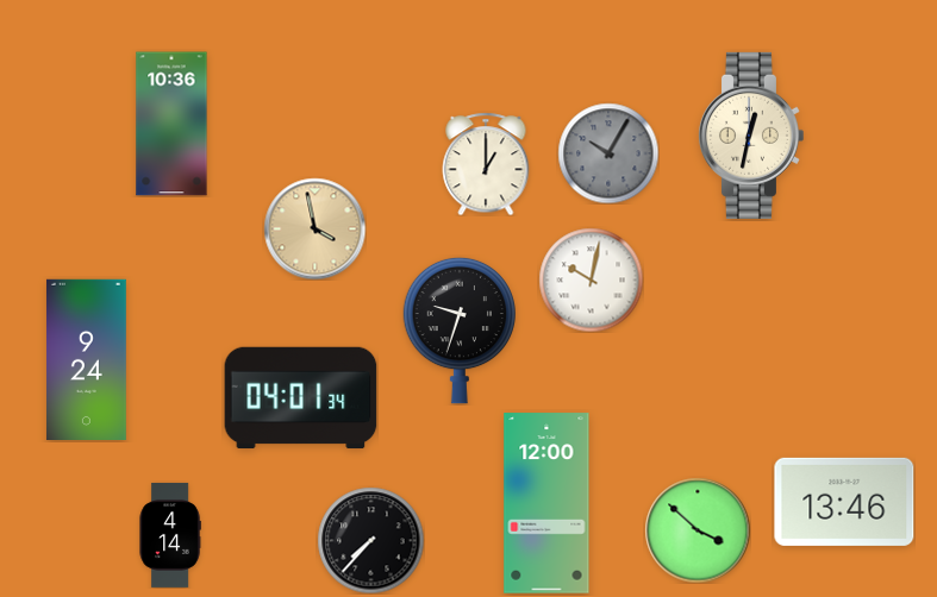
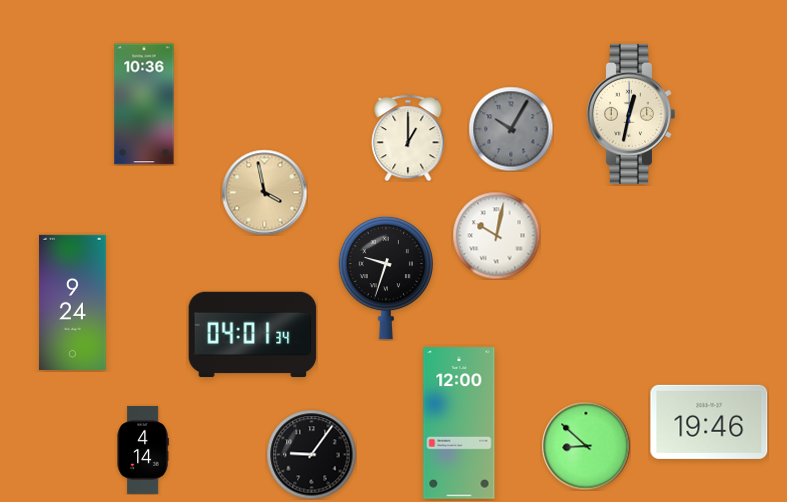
clock at (844, 502): 13:46 -> 19:46
clock at (698, 530): 3:52 -> 8:52
clock at (370, 540): 7:37 -> 9:06
